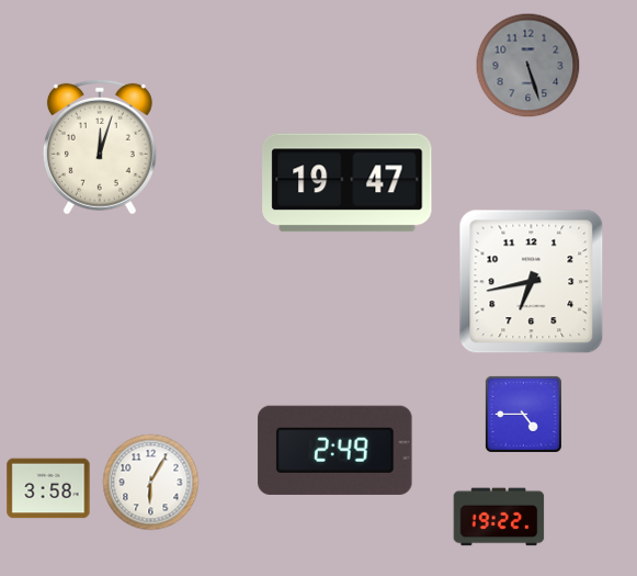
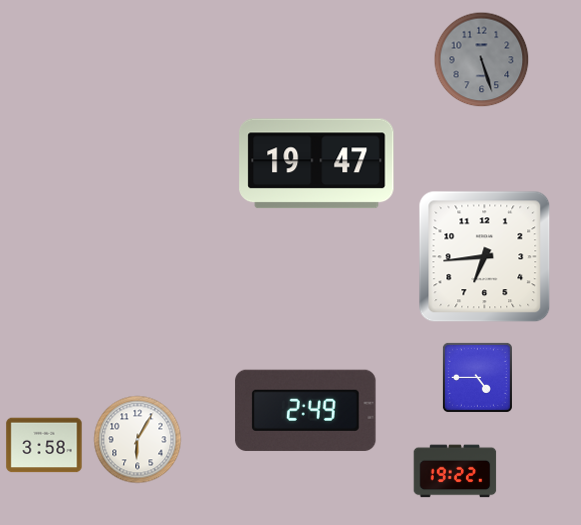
clock at (100, 147): 12:03 -> none
clock at (348, 183) position: (348, 183) -> (317, 164)
clock at (532, 282): 6:43 -> 6:44
